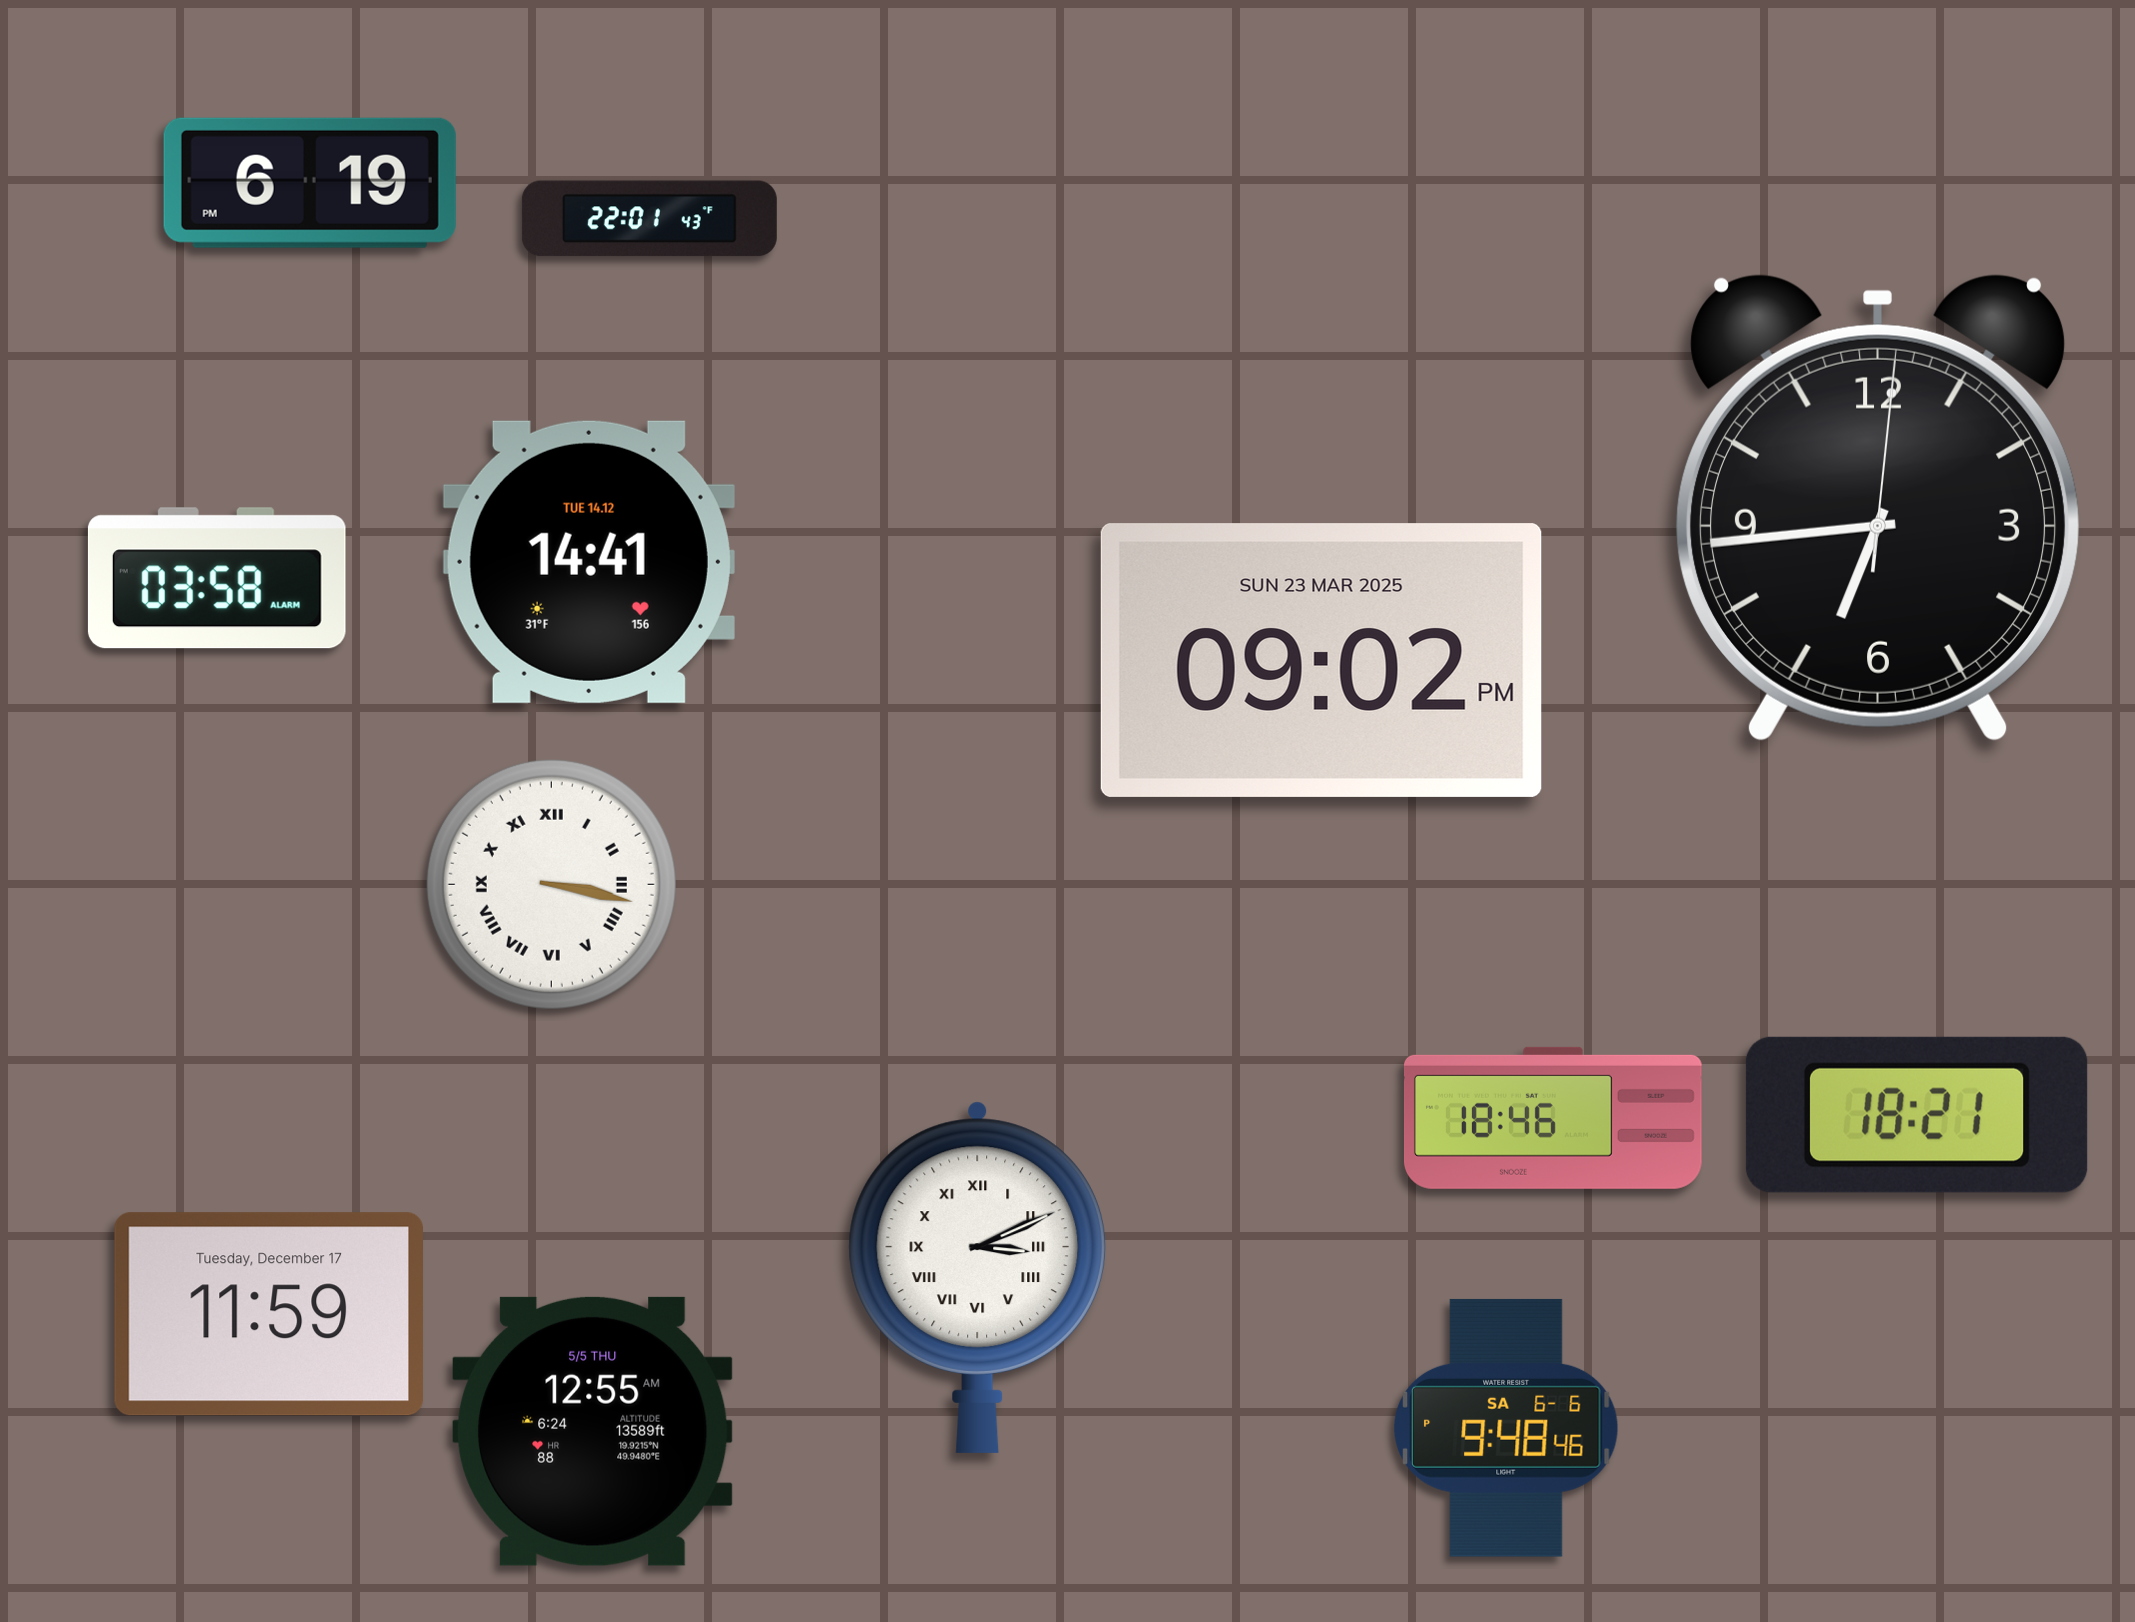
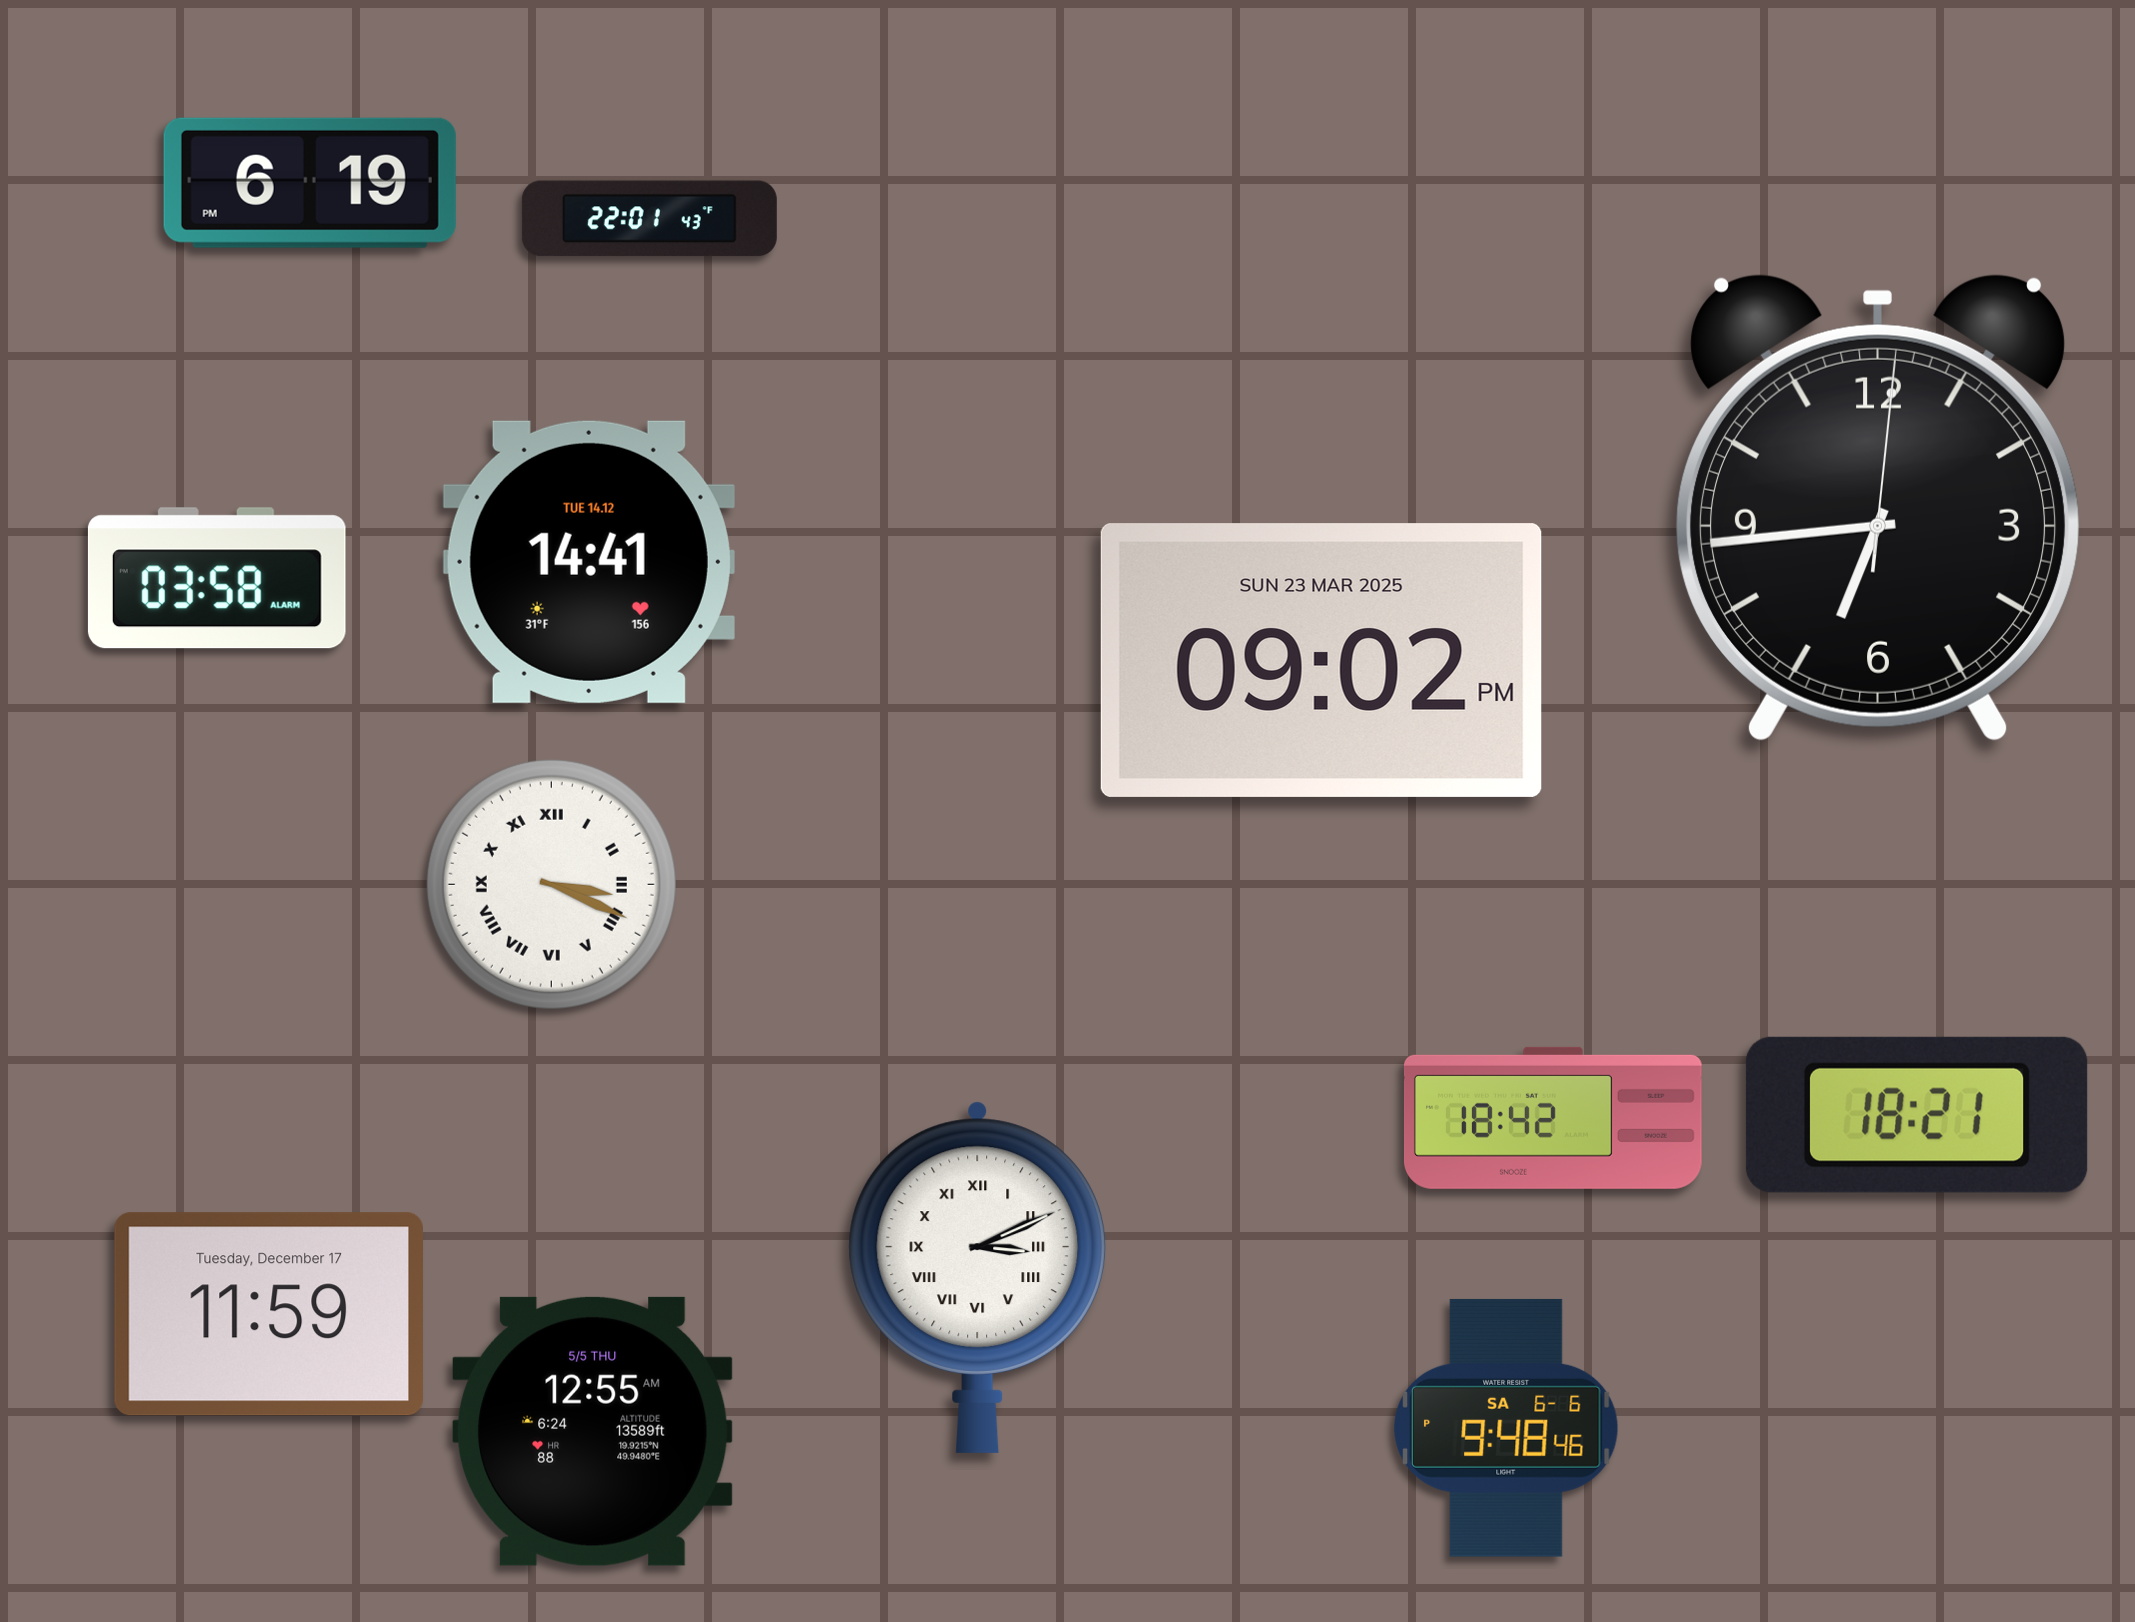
clock at (551, 884): 3:17 -> 3:19
clock at (1553, 1118): 18:46 -> 18:42
